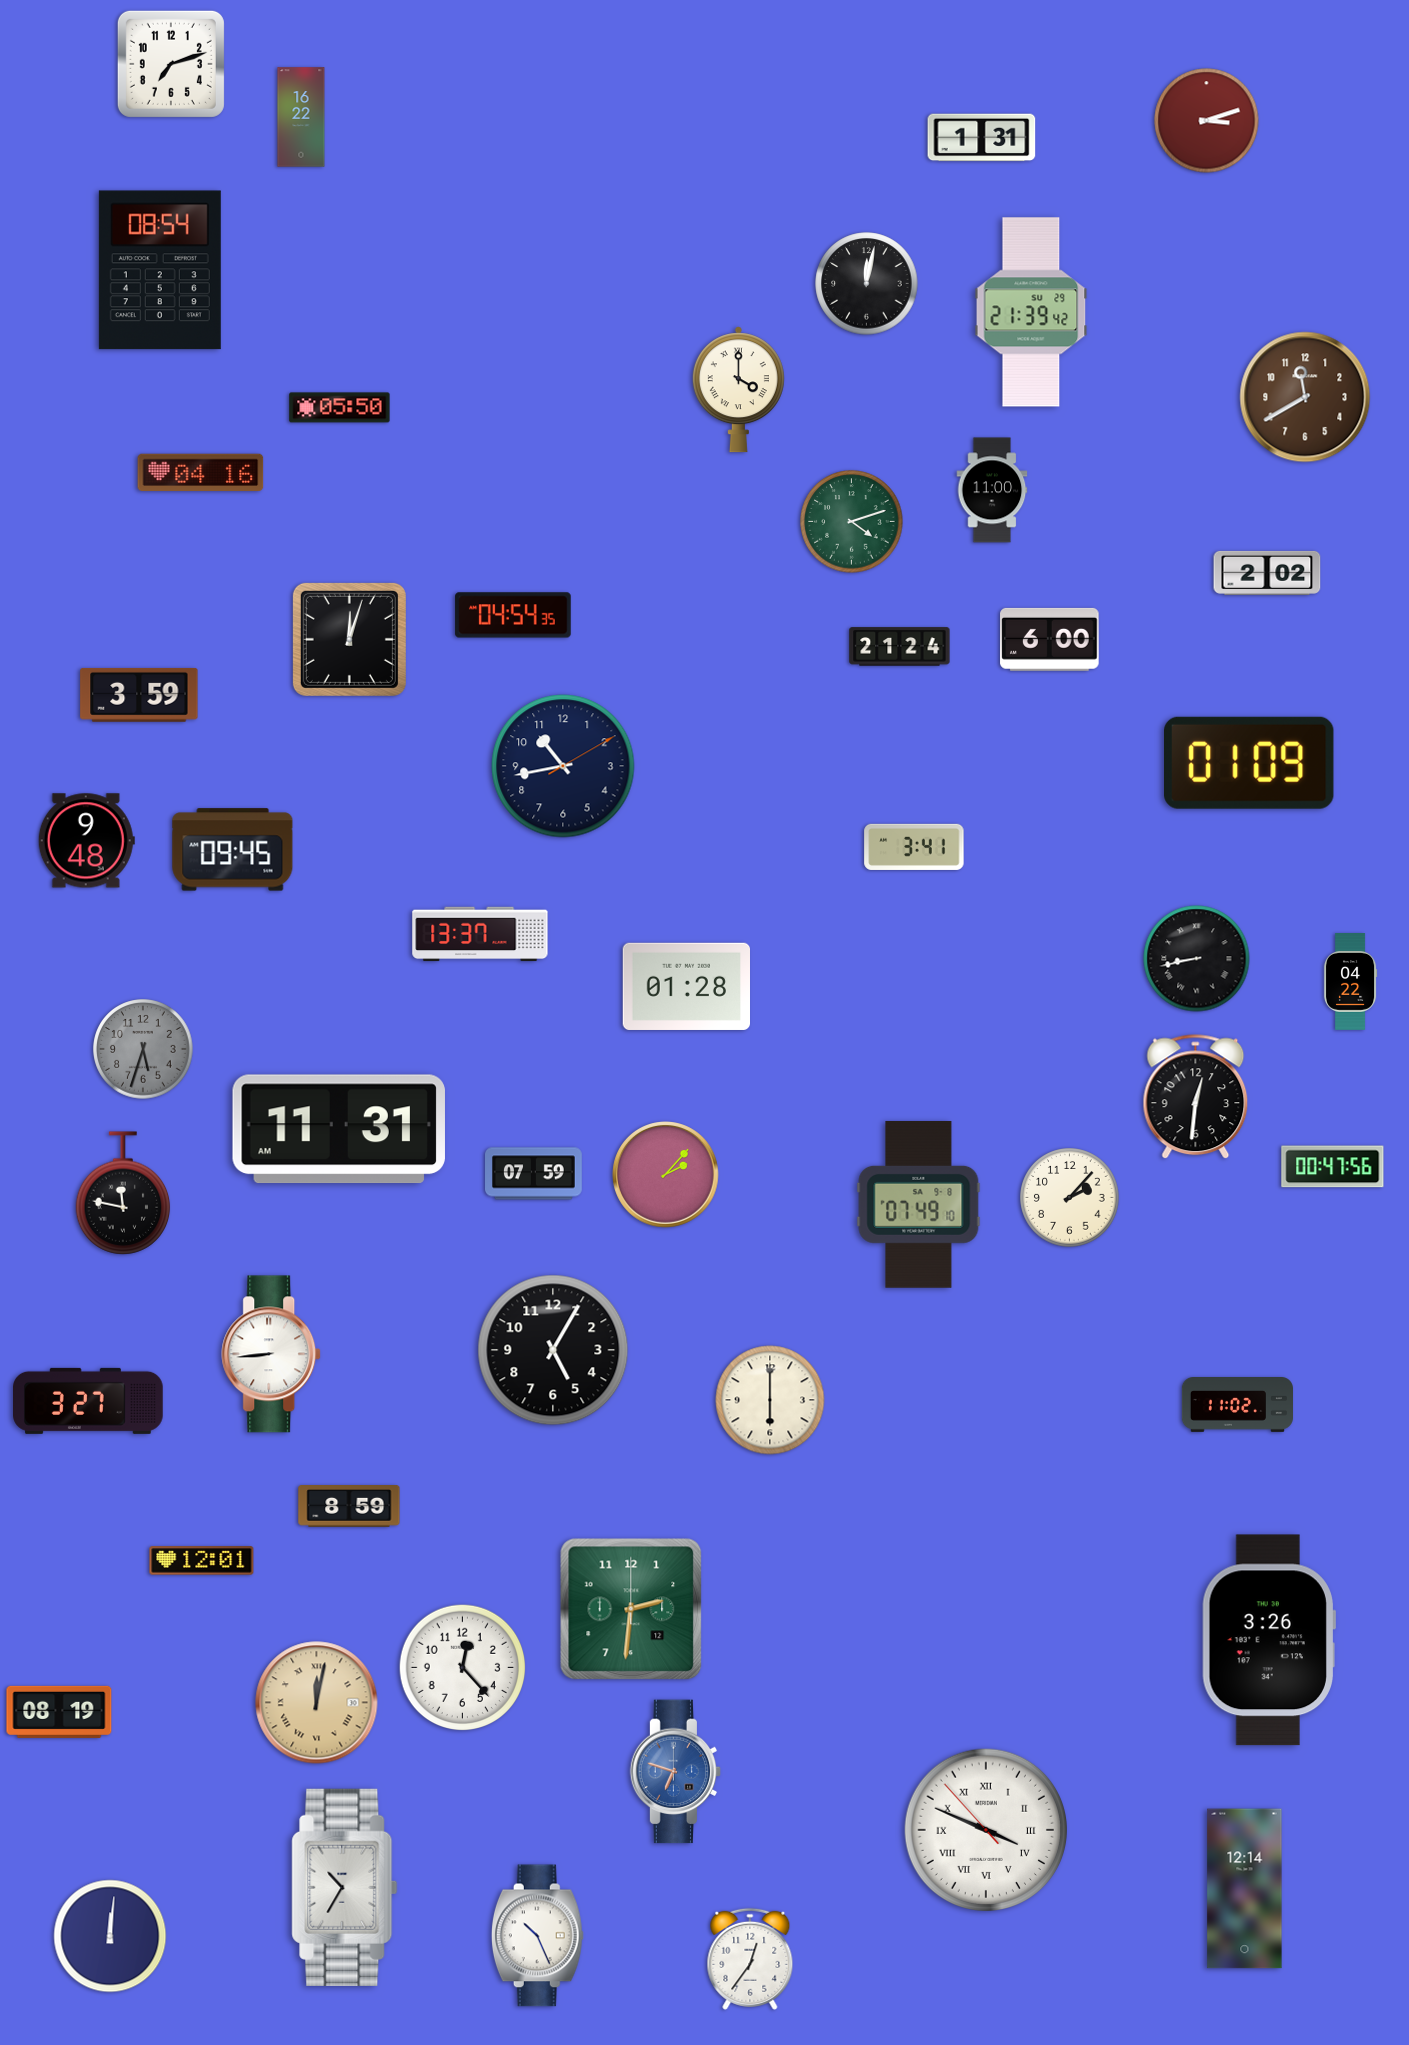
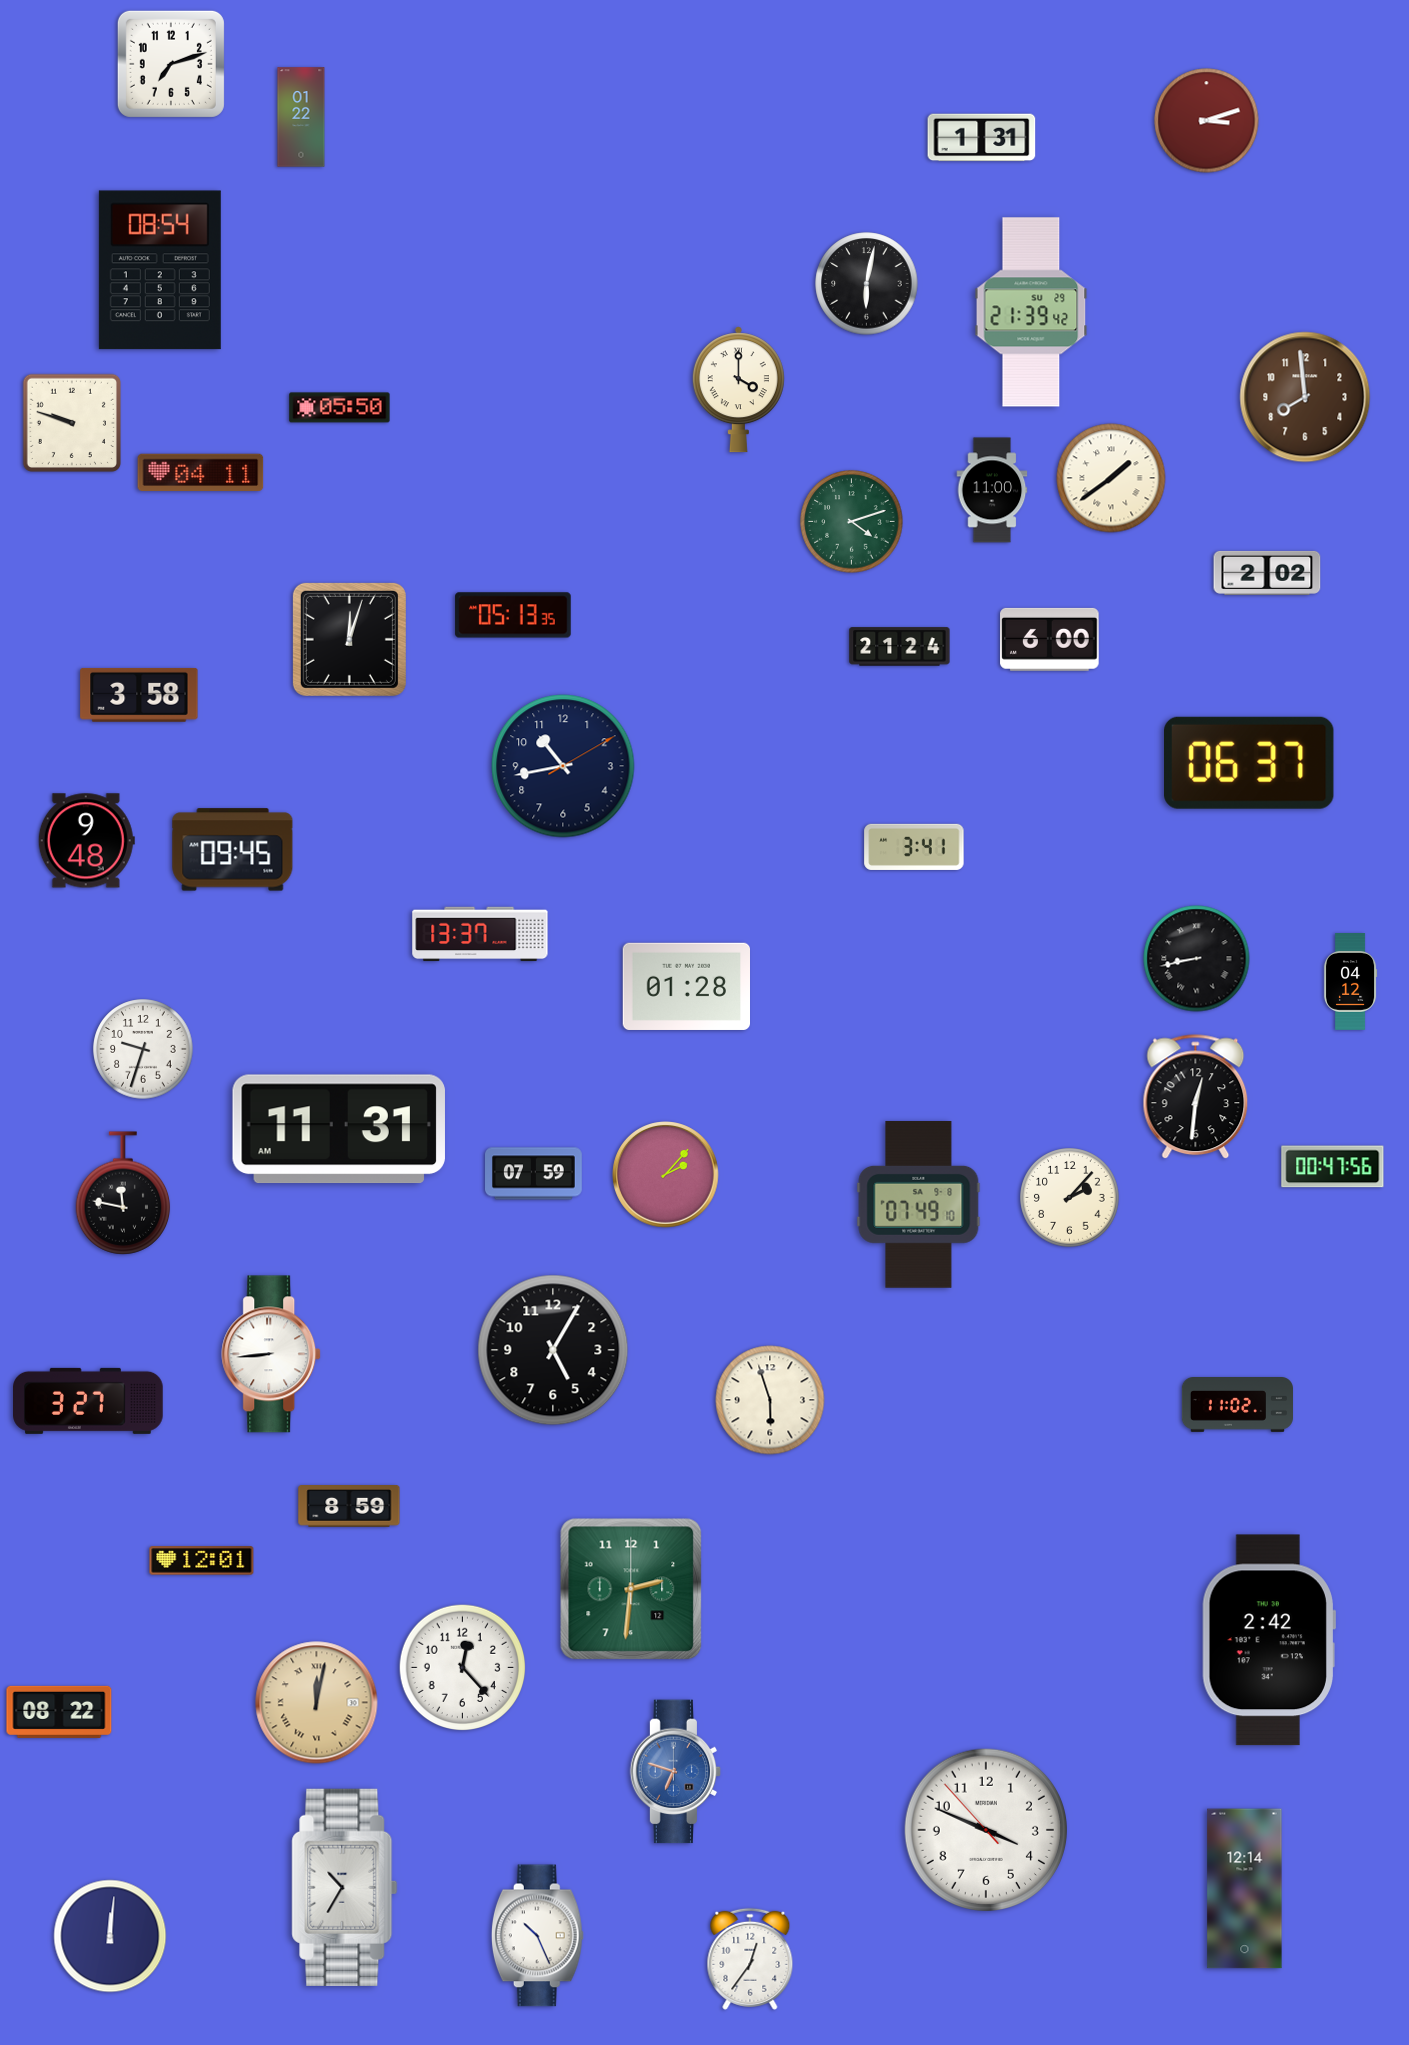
clock at (301, 117): 16:22 -> 01:22
clock at (867, 284): 12:02 -> 6:02
clock at (1305, 397): 11:40 -> 7:59
clock at (72, 423): none -> 9:48
clock at (201, 473): 04:16 -> 04:11
clock at (1111, 478): none -> 1:39
clock at (513, 615): 04:54 -> 05:13
clock at (139, 695): 3:59 -> 3:58
clock at (1250, 763): 01:09 -> 06:37
clock at (1350, 982): 04:22 -> 04:12
clock at (143, 1049): 5:33 -> 9:33
clock at (143, 1049) dial: grey -> white
clock at (770, 1400): 6:00 -> 5:57
clock at (631, 1609) position: (631, 1609) -> (631, 1589)
clock at (1269, 1640): 3:26 -> 2:42
clock at (59, 1712): 08:19 -> 08:22
clock at (985, 1829) numerals: Roman -> Arabic
